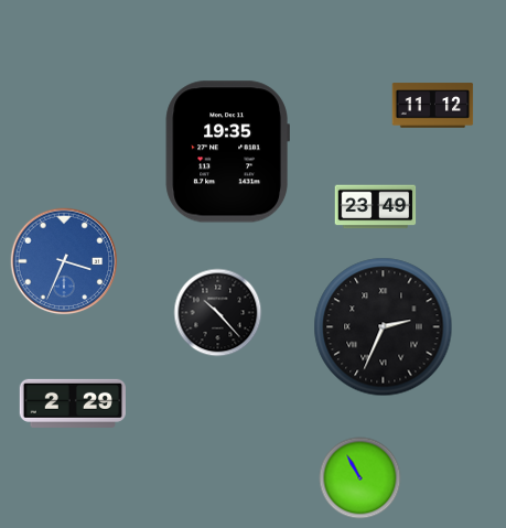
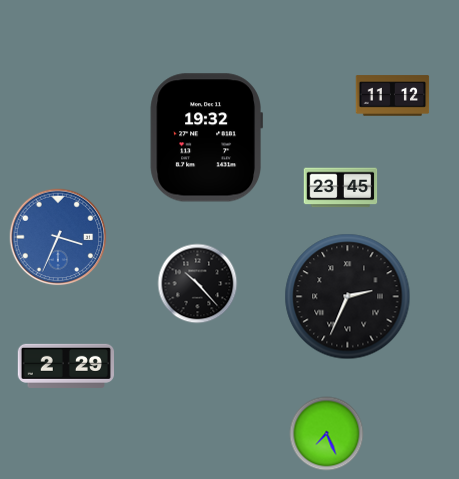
clock at (227, 152): 19:35 -> 19:32
clock at (376, 207): 23:49 -> 23:45
clock at (360, 478): 10:55 -> 7:26
